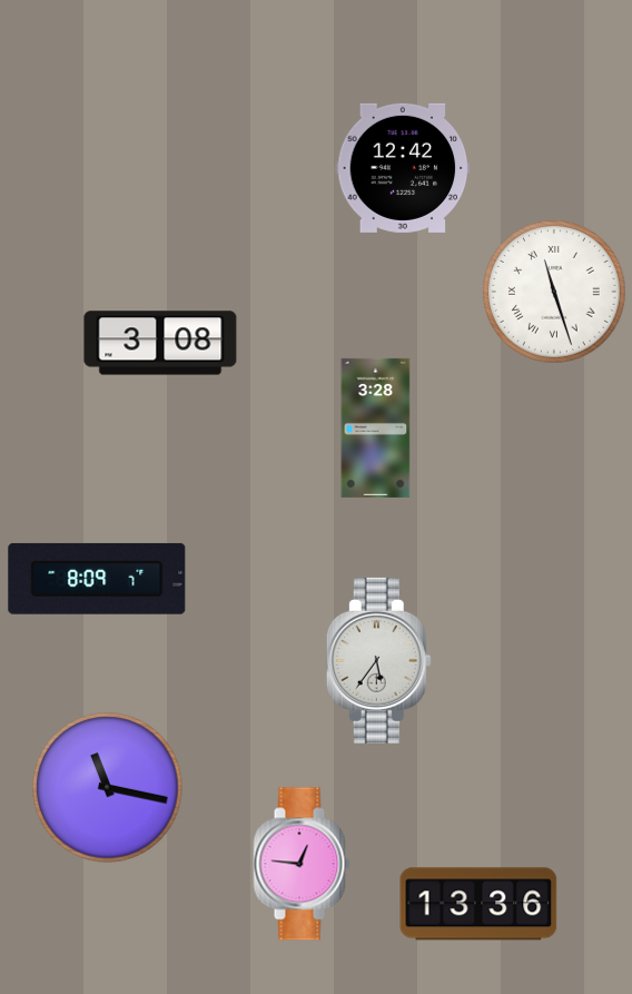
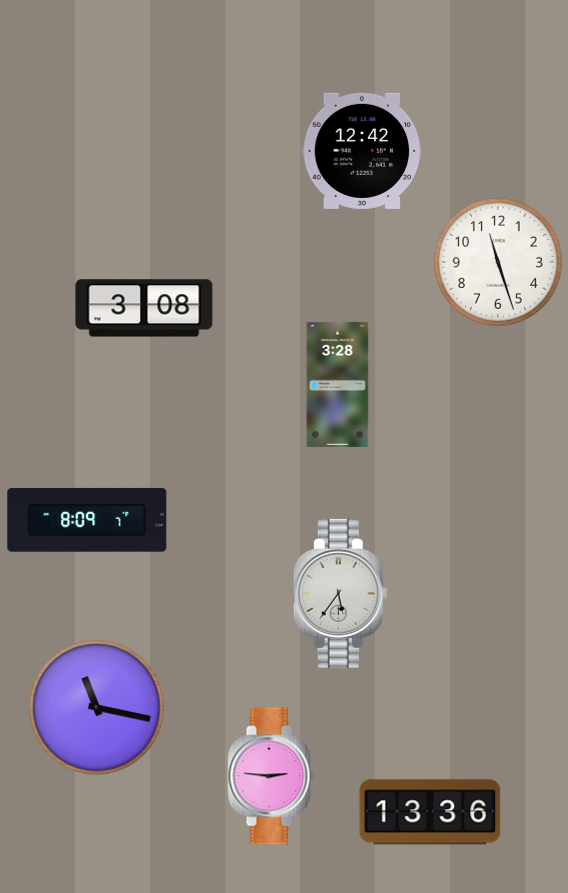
clock at (555, 293) numerals: Roman -> Arabic
clock at (302, 864): 12:46 -> 2:46
